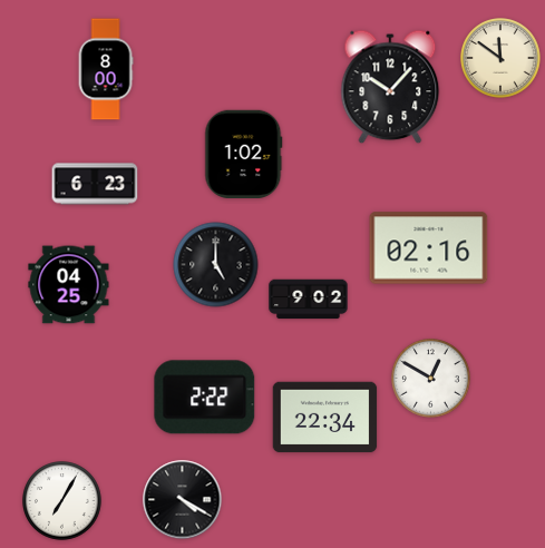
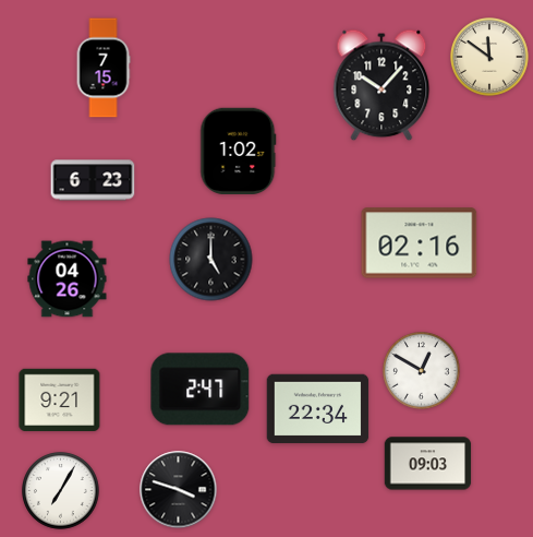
clock at (106, 69): 8:00 -> 7:15
clock at (69, 285): 04:25 -> 04:26
clock at (309, 300): 9:02 -> none
clock at (205, 398): 2:22 -> 2:47
clock at (60, 399): none -> 9:21
clock at (428, 464): none -> 09:03
clock at (183, 500): 4:20 -> 3:48
